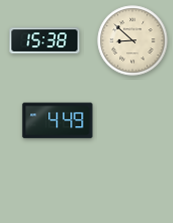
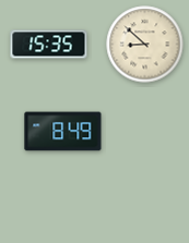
clock at (45, 41): 15:38 -> 15:35
clock at (58, 121): 4:49 -> 8:49
